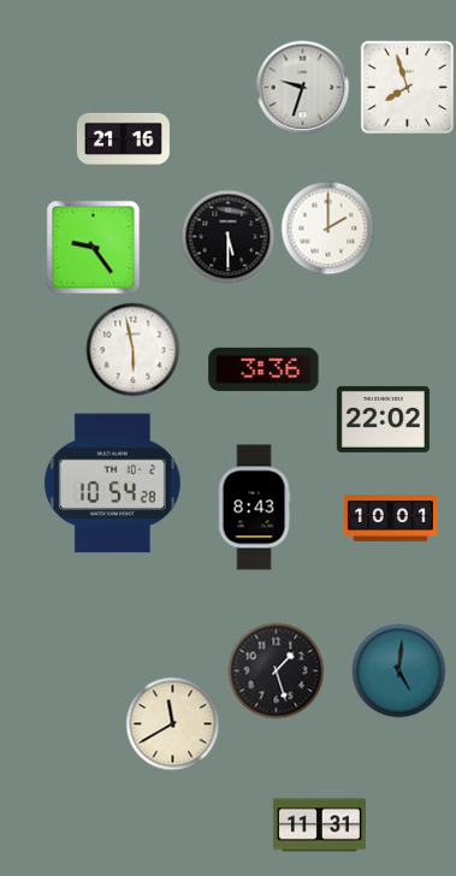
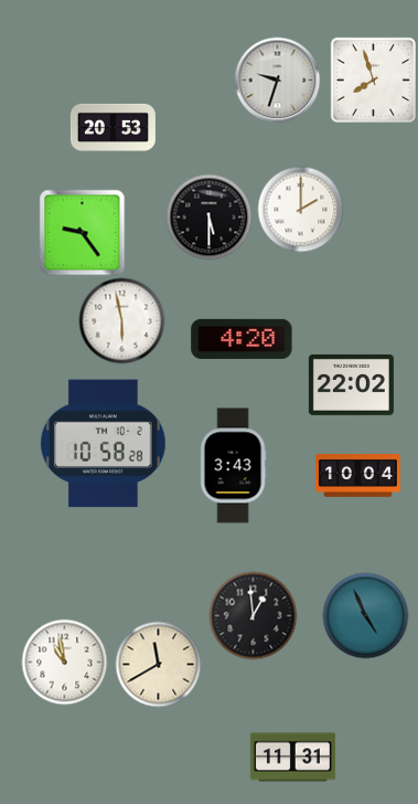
clock at (123, 138): 21:16 -> 20:53
clock at (93, 247) position: (93, 247) -> (82, 232)
clock at (263, 369): 3:36 -> 4:20
clock at (113, 484): 10:54 -> 10:58
clock at (254, 508): 8:43 -> 3:43
clock at (390, 519): 10:01 -> 10:04
clock at (276, 670): 1:27 -> 12:59
clock at (398, 670): 5:01 -> 4:56
clock at (64, 662): none -> 10:58
